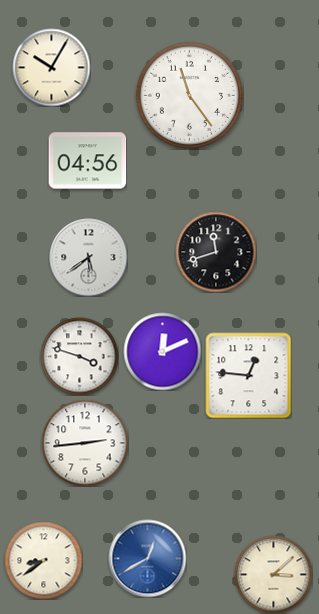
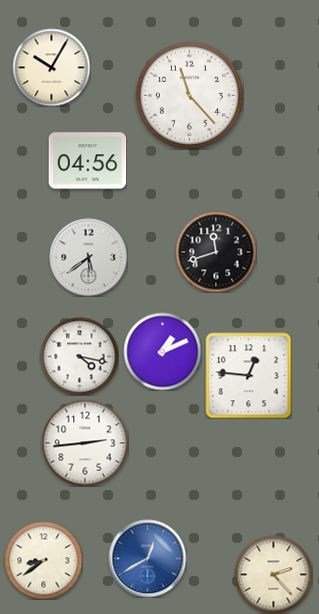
clock at (189, 95): 11:24 -> 11:23
clock at (162, 351): 12:11 -> 1:11
clock at (79, 356): 3:48 -> 4:17
clock at (273, 574): 3:08 -> 2:23
